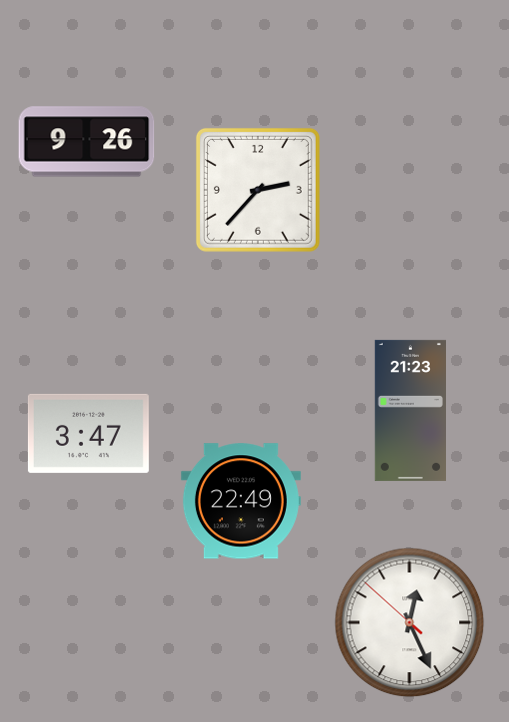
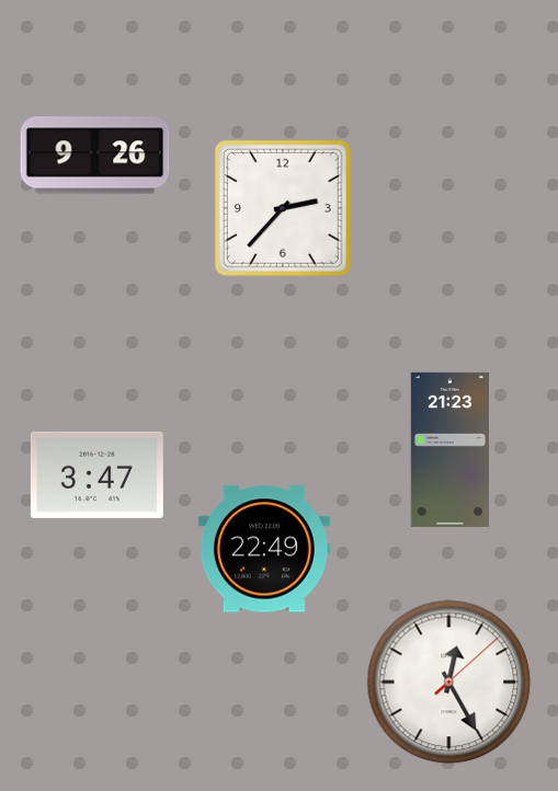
clock at (410, 623): 12:25:52 -> 12:25:08
